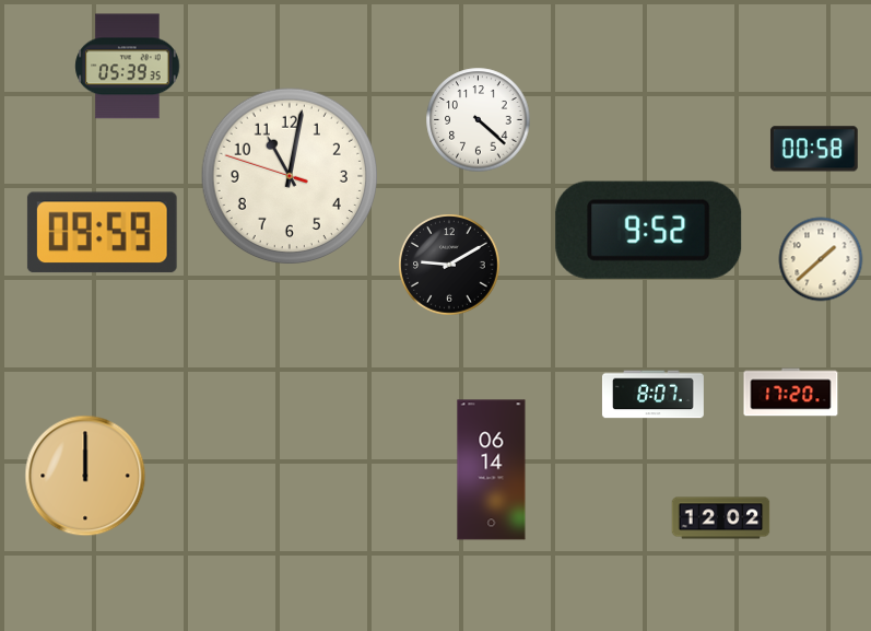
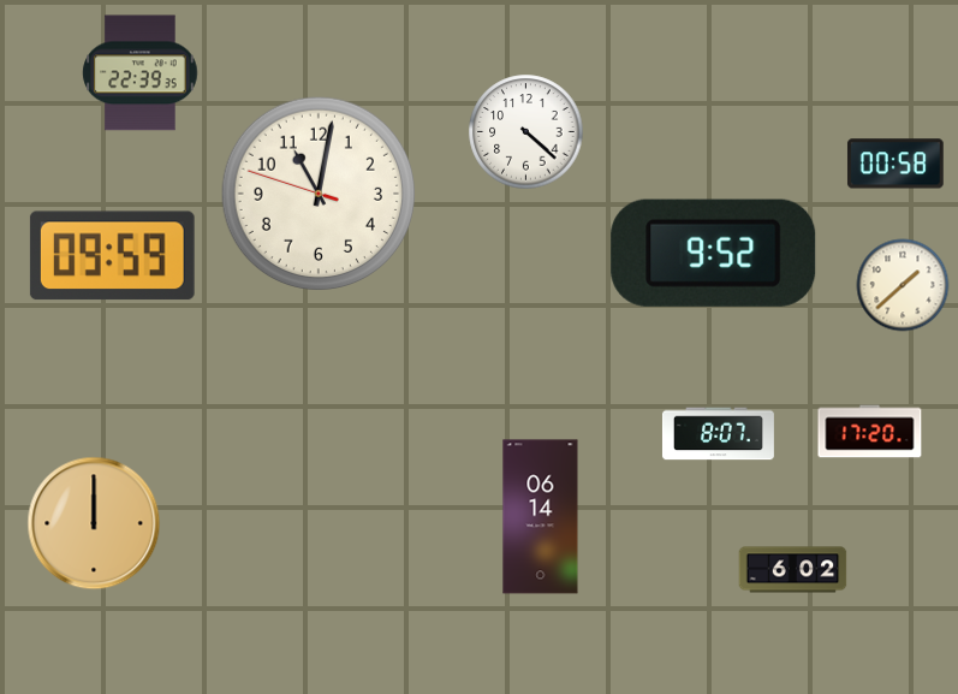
clock at (128, 67): 05:39 -> 22:39
clock at (449, 265): 9:10 -> none
clock at (721, 518): 12:02 -> 6:02
